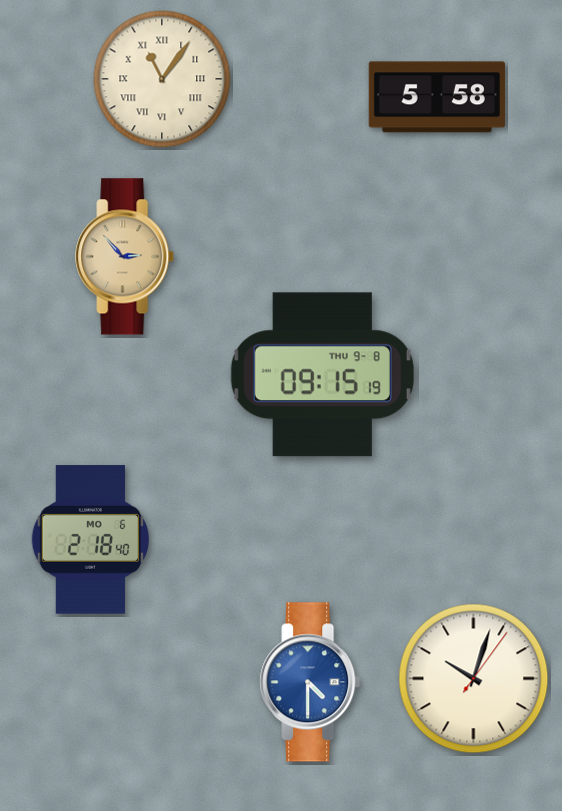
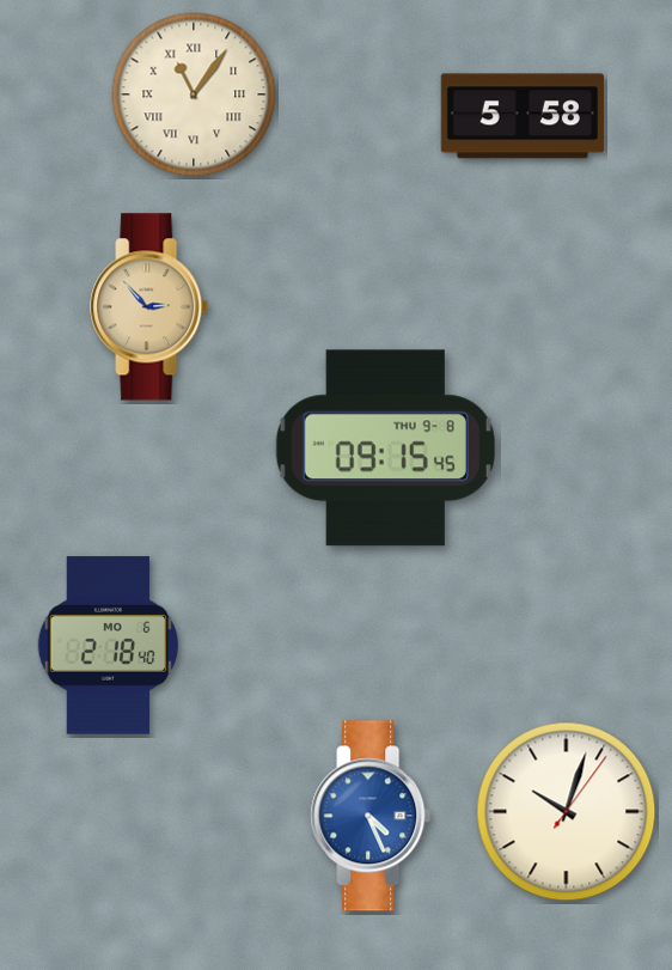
clock at (322, 375): 09:15:19 -> 09:15:45
clock at (310, 682): 4:30 -> 4:26
